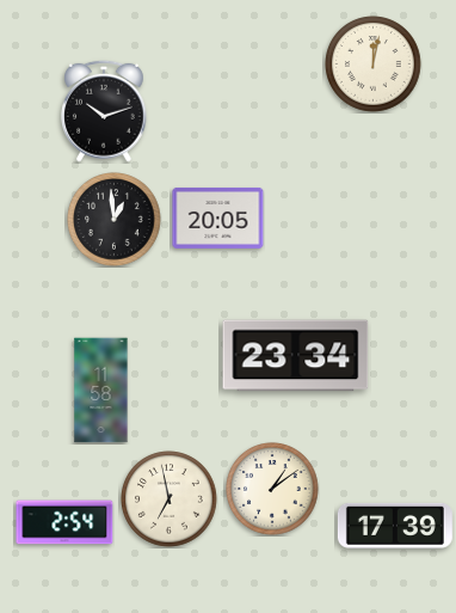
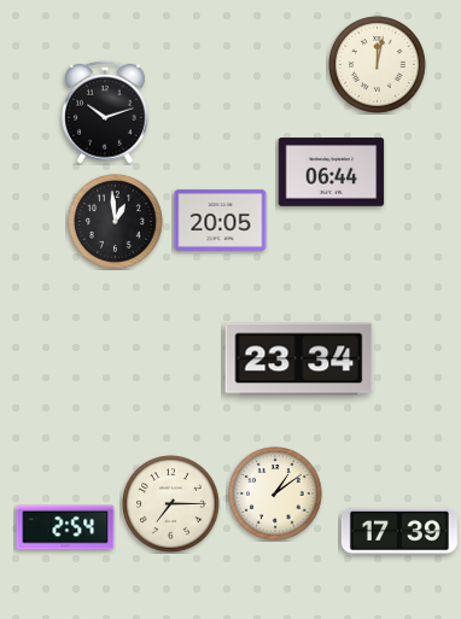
clock at (332, 173): none -> 06:44
clock at (101, 391): 11:58 -> none
clock at (170, 499): 6:58 -> 7:15
